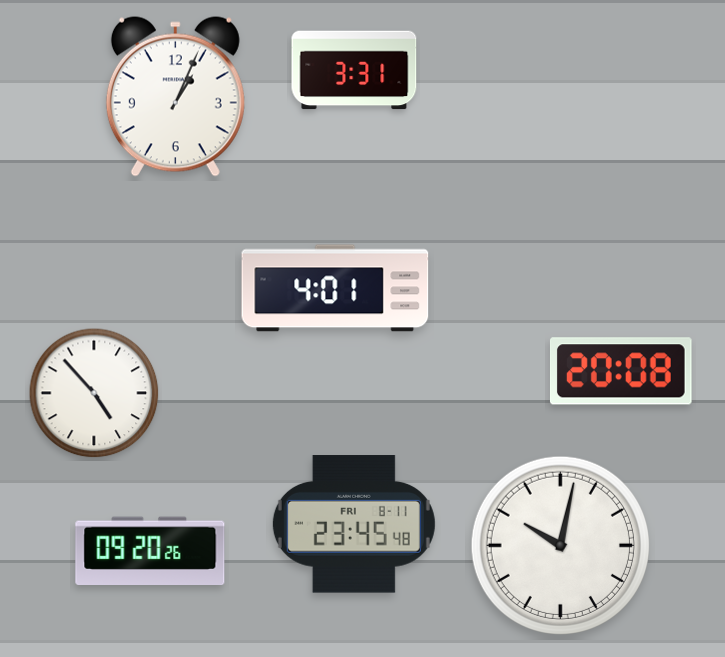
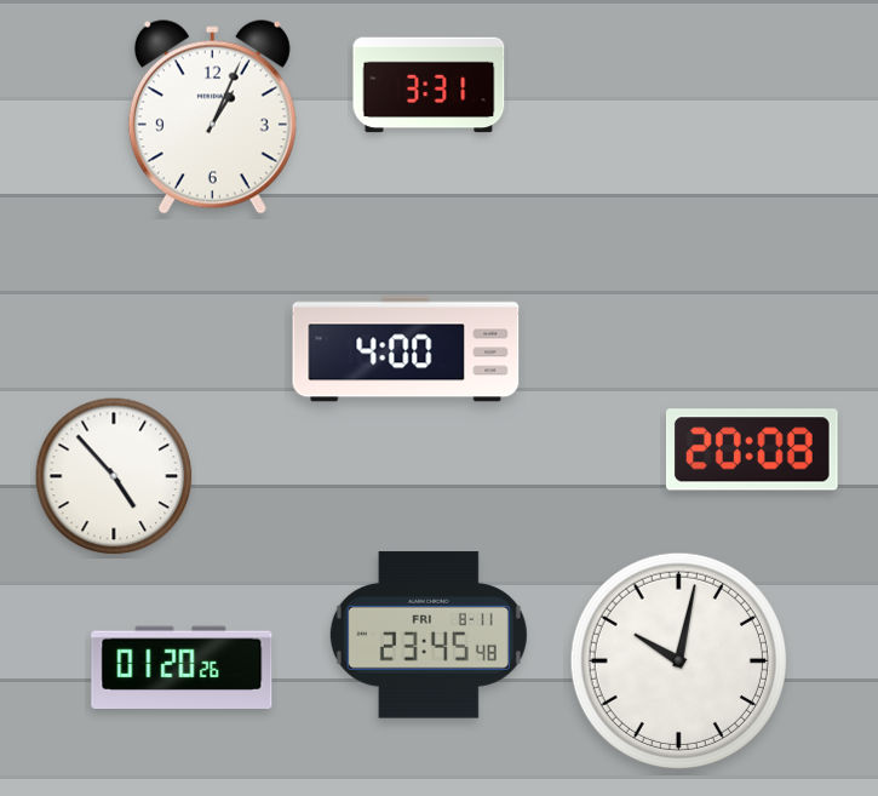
clock at (335, 288): 4:01 -> 4:00
clock at (150, 551): 09:20 -> 01:20
